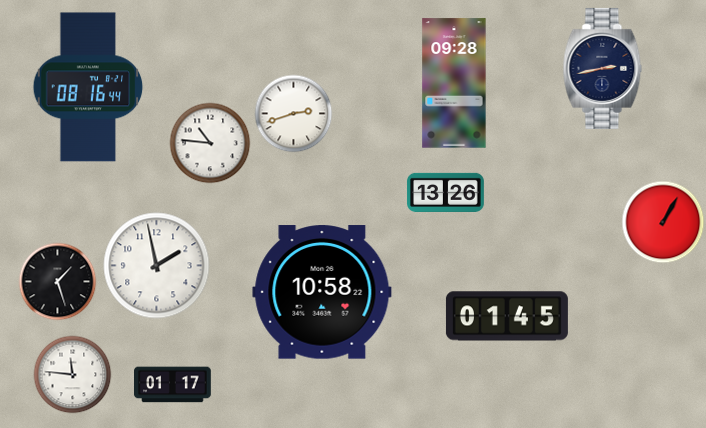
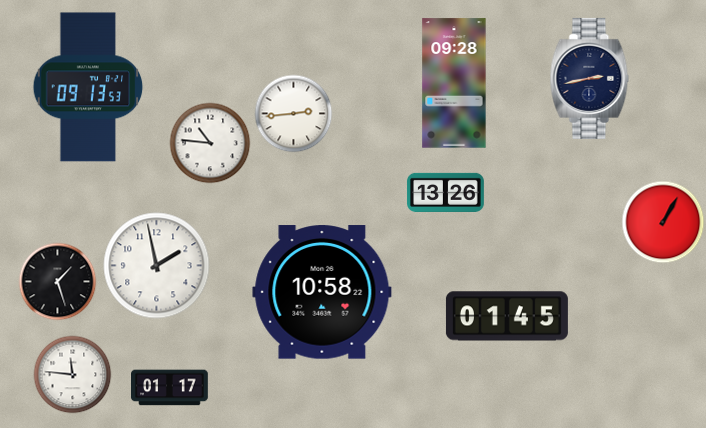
clock at (603, 68) position: (603, 68) -> (590, 78)
clock at (88, 87): 08:16 -> 09:13
clock at (293, 113): 2:42 -> 2:44
clock at (173, 385) position: (173, 385) -> (170, 388)
